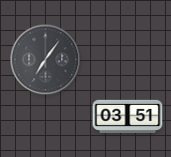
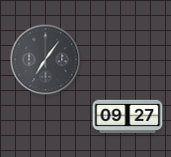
clock at (128, 116): 03:51 -> 09:27
